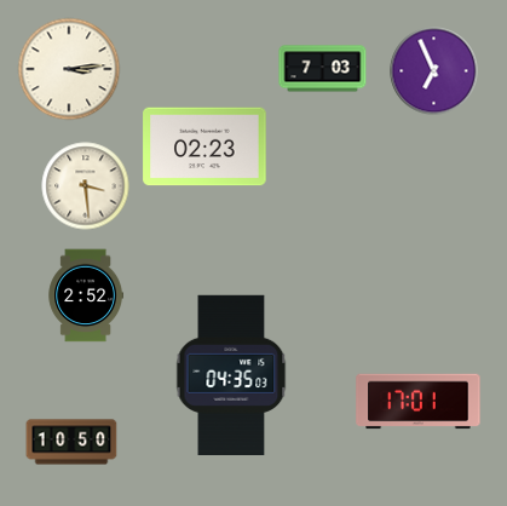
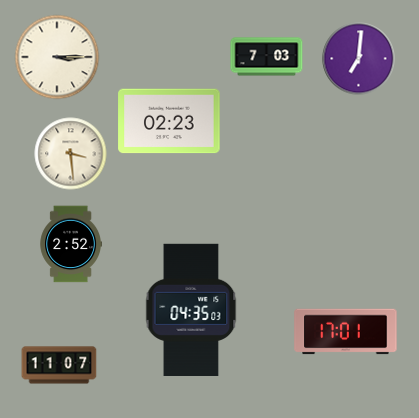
clock at (69, 69): 3:14 -> 3:15
clock at (434, 71): 6:56 -> 7:01
clock at (71, 442): 10:50 -> 11:07
